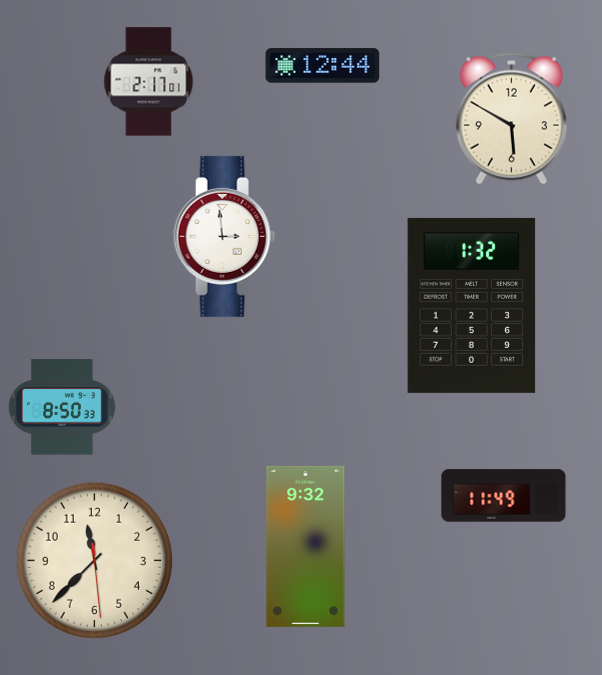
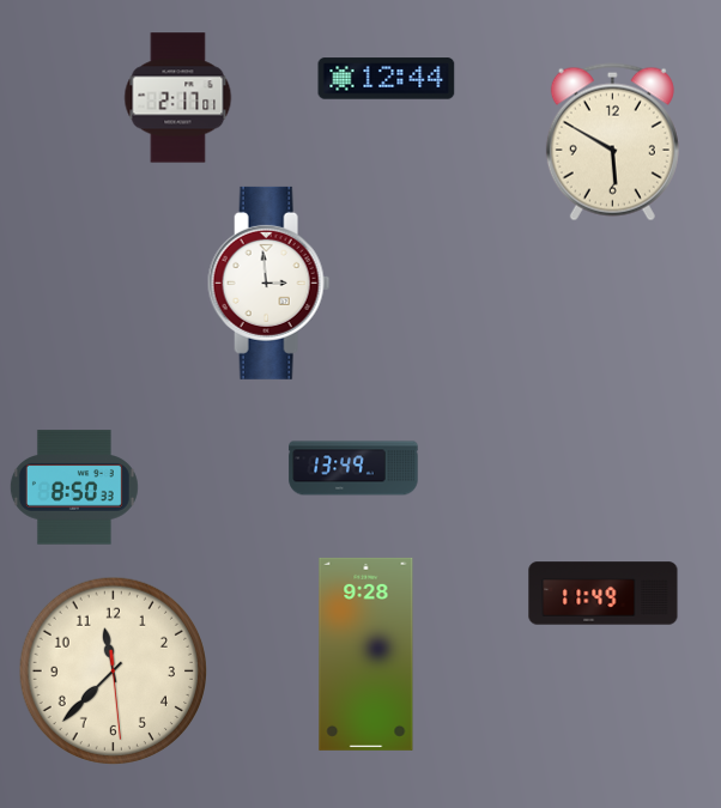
clock at (472, 305): 1:32 -> none
clock at (353, 468): none -> 13:49
clock at (306, 546): 9:32 -> 9:28
